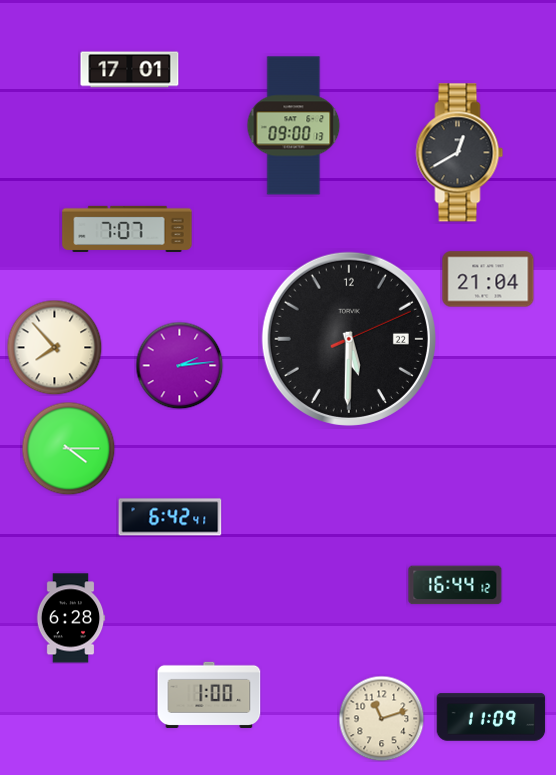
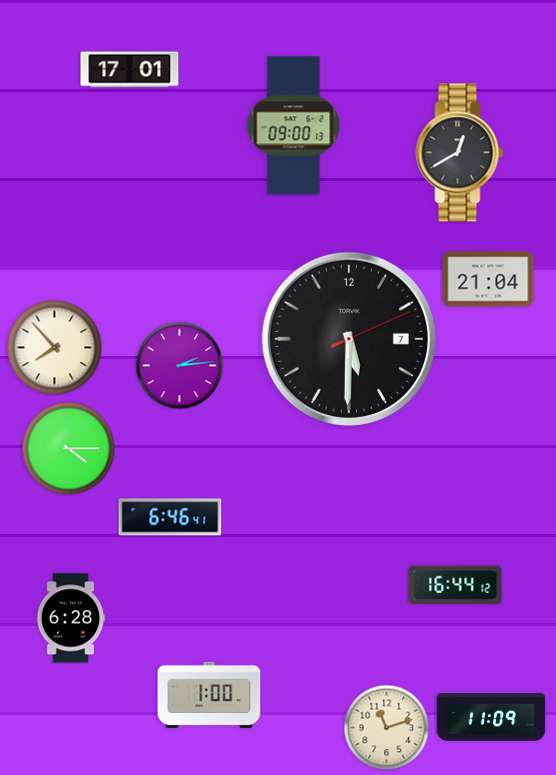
clock at (127, 229): 7:07 -> none
clock at (349, 339) date: 22 -> 7
clock at (170, 517): 6:42 -> 6:46
clock at (381, 718) position: (381, 718) -> (386, 727)
